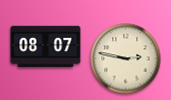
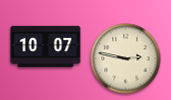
clock at (46, 47): 08:07 -> 10:07
